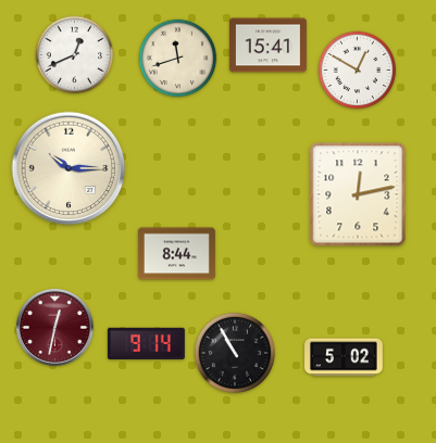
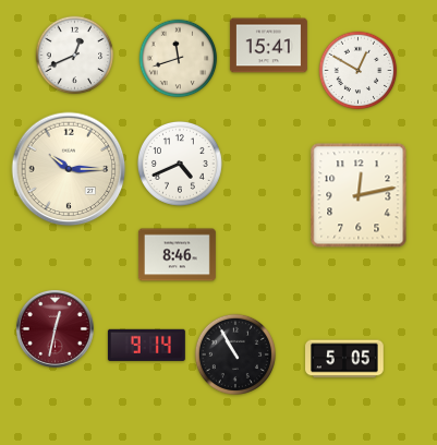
clock at (180, 164): none -> 4:41
clock at (176, 254): 8:44 -> 8:46
clock at (344, 357): 5:02 -> 5:05
